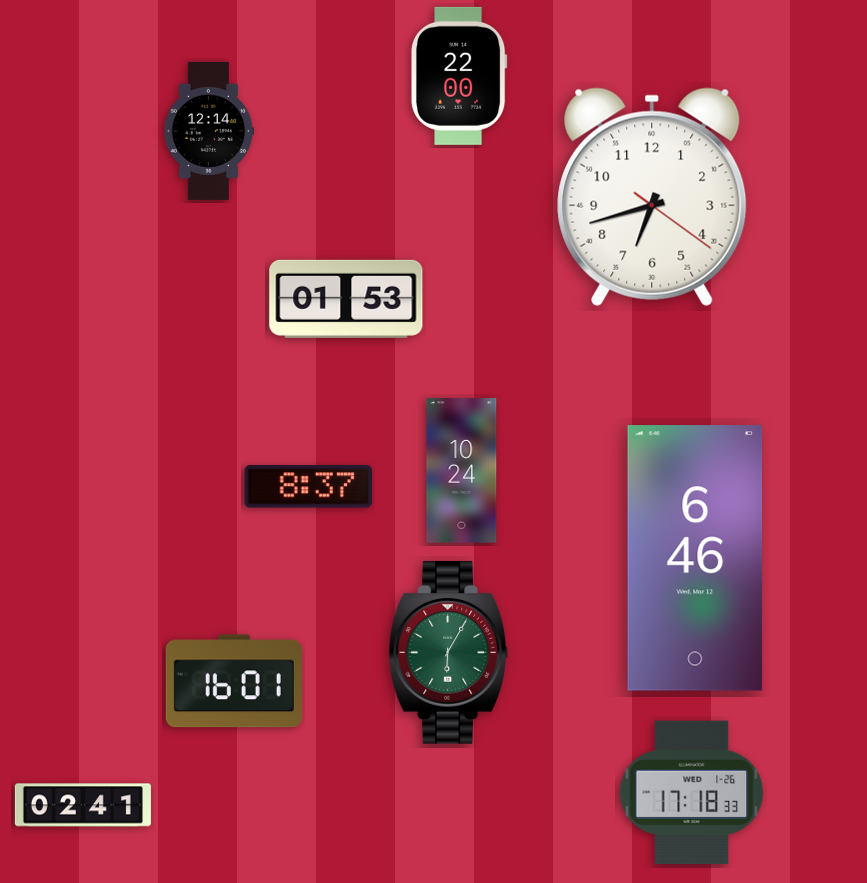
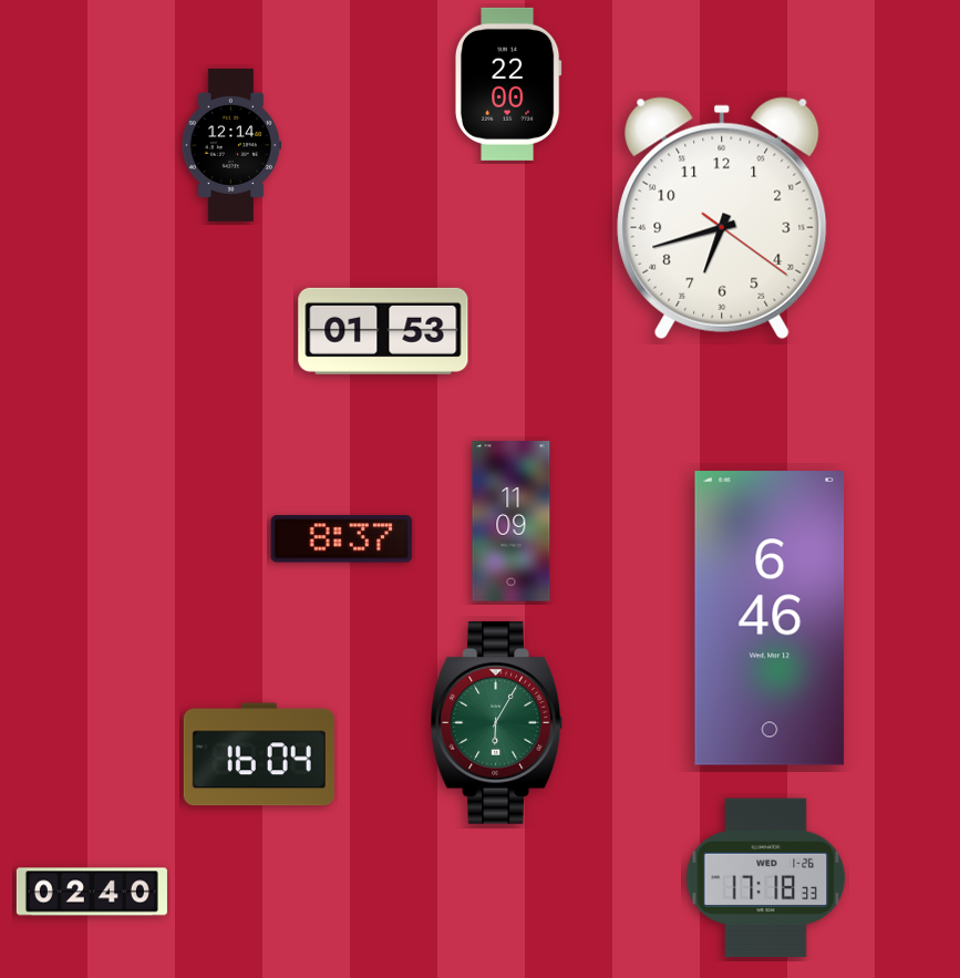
clock at (462, 471): 10:24 -> 11:09
clock at (234, 681): 16:01 -> 16:04
clock at (83, 805): 02:41 -> 02:40
